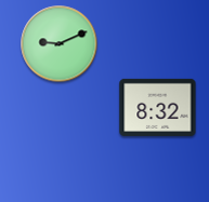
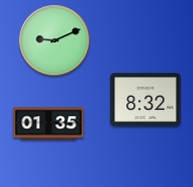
clock at (49, 124): none -> 01:35
